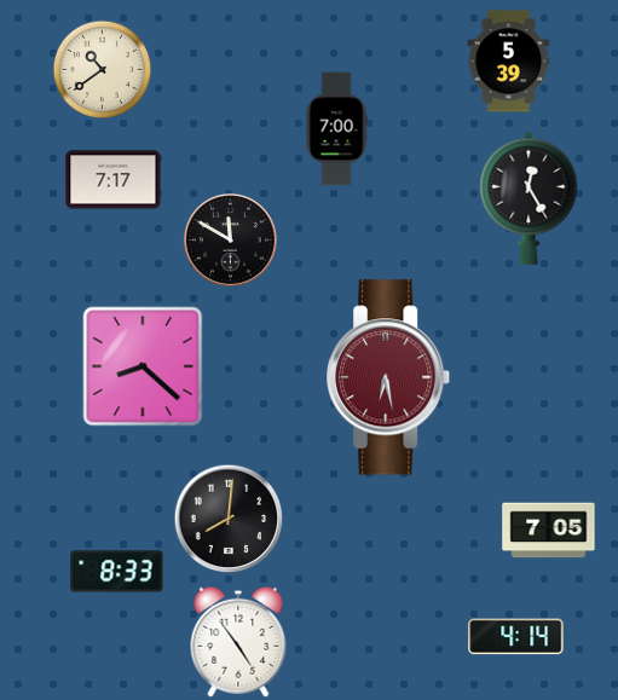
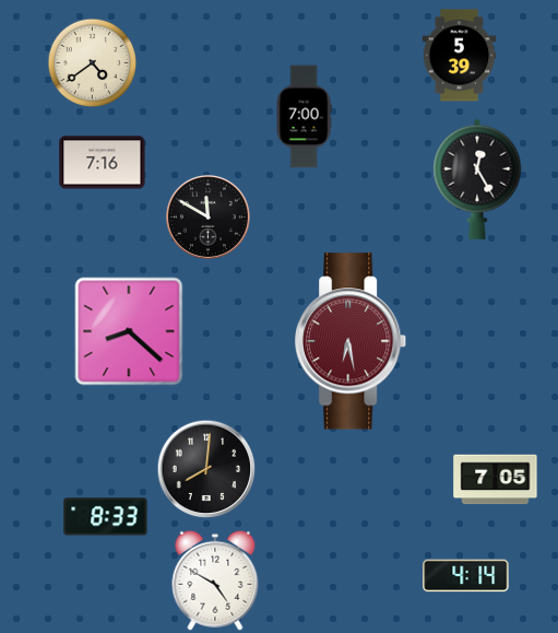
clock at (102, 69): 10:39 -> 4:39
clock at (114, 180): 7:17 -> 7:16
clock at (238, 642): 4:54 -> 4:50
